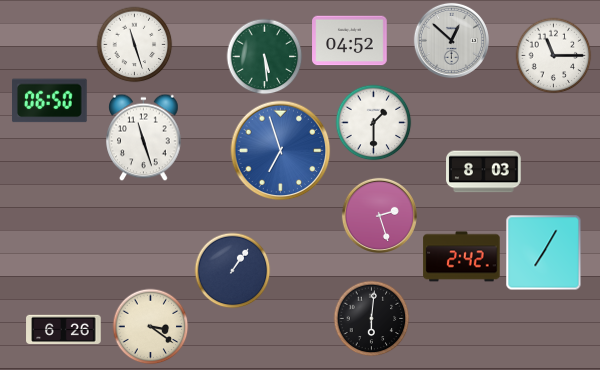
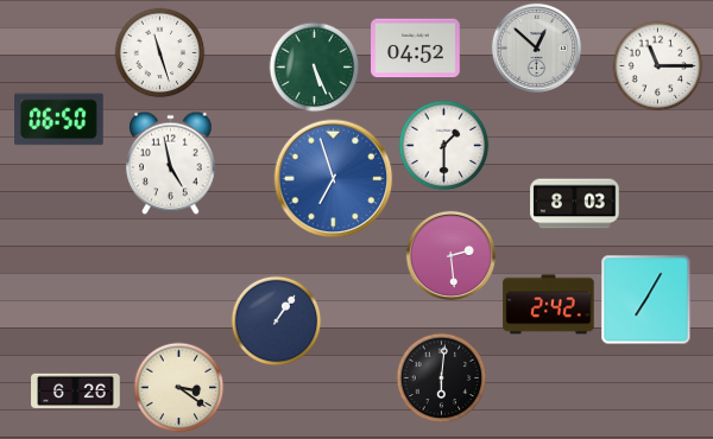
clock at (265, 57): 5:29 -> 5:26
clock at (144, 138): 11:27 -> 4:58
clock at (379, 215): 2:27 -> 2:29
